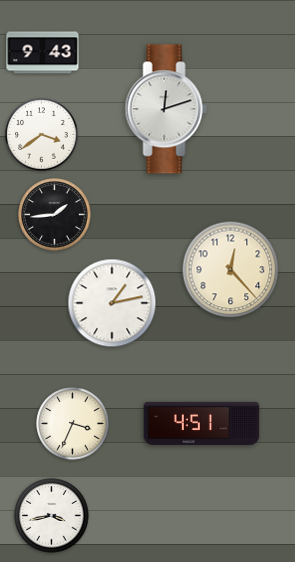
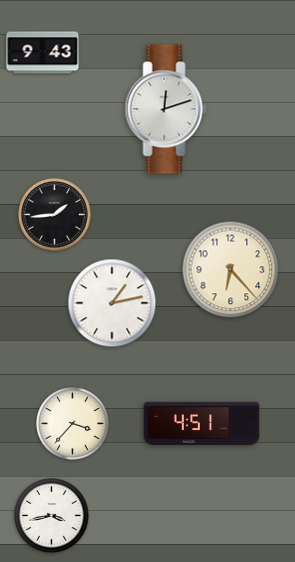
clock at (42, 135): 3:39 -> none
clock at (231, 270): 12:23 -> 6:23
clock at (73, 424): 3:34 -> 3:37
